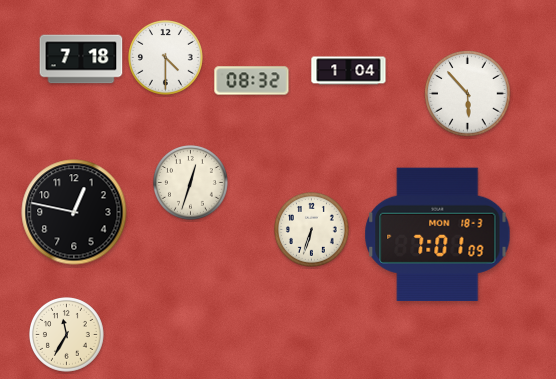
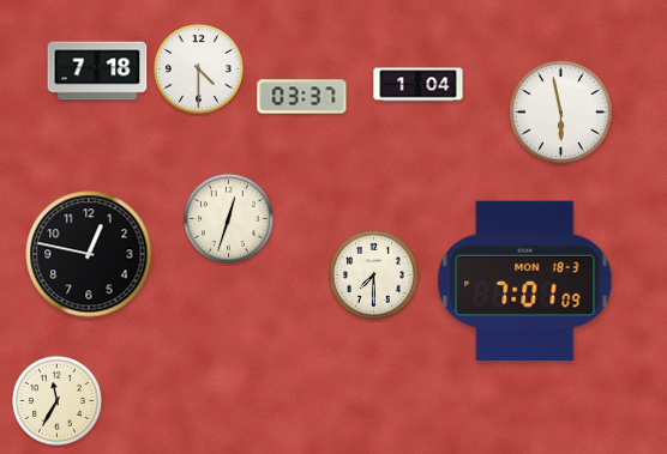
clock at (252, 81): 08:32 -> 03:37
clock at (468, 94): 5:53 -> 5:58
clock at (312, 230): 6:33 -> 7:30
clock at (67, 335) position: (67, 335) -> (58, 401)
